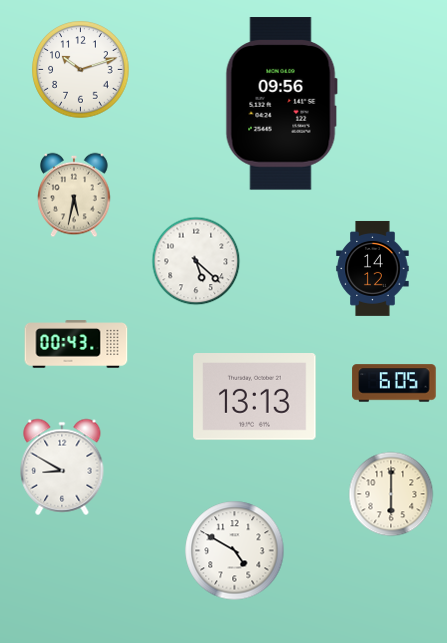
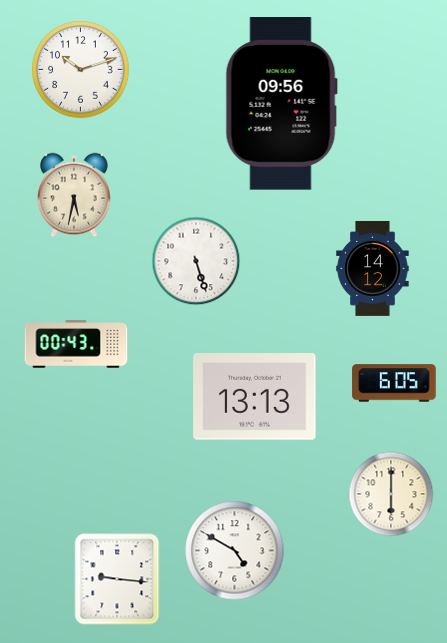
clock at (196, 261): 5:22 -> 5:27
clock at (62, 467): 8:50 -> none
clock at (117, 579): none -> 9:16
